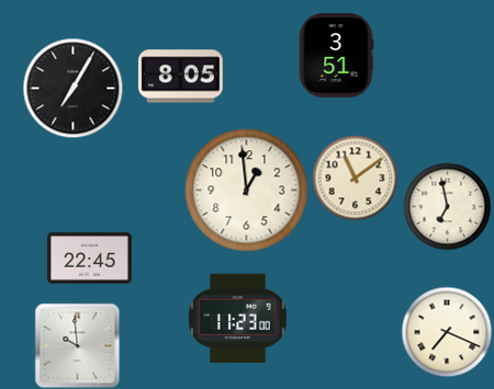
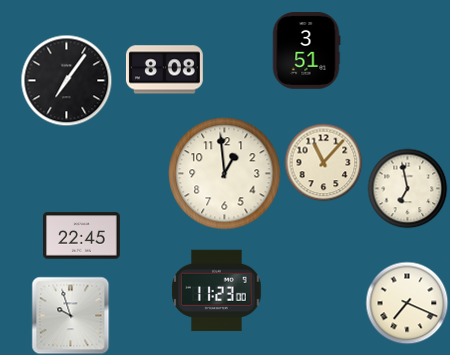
clock at (180, 77): 8:05 -> 8:08
clock at (72, 88): 7:05 -> 7:06
clock at (355, 178): 11:09 -> 11:07
clock at (77, 345): 9:59 -> 9:57
